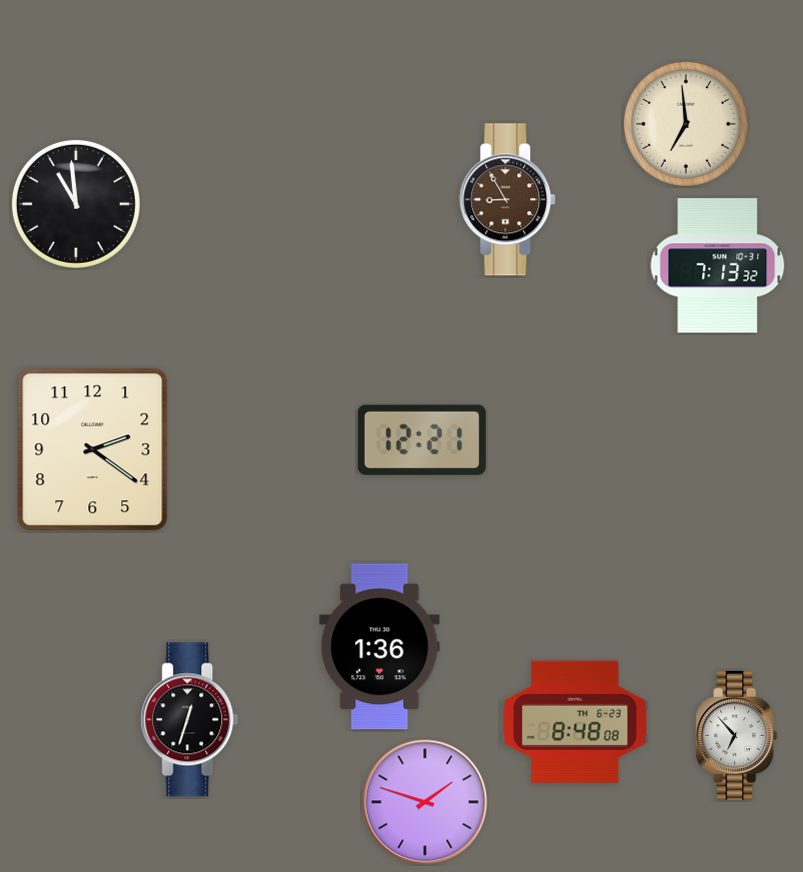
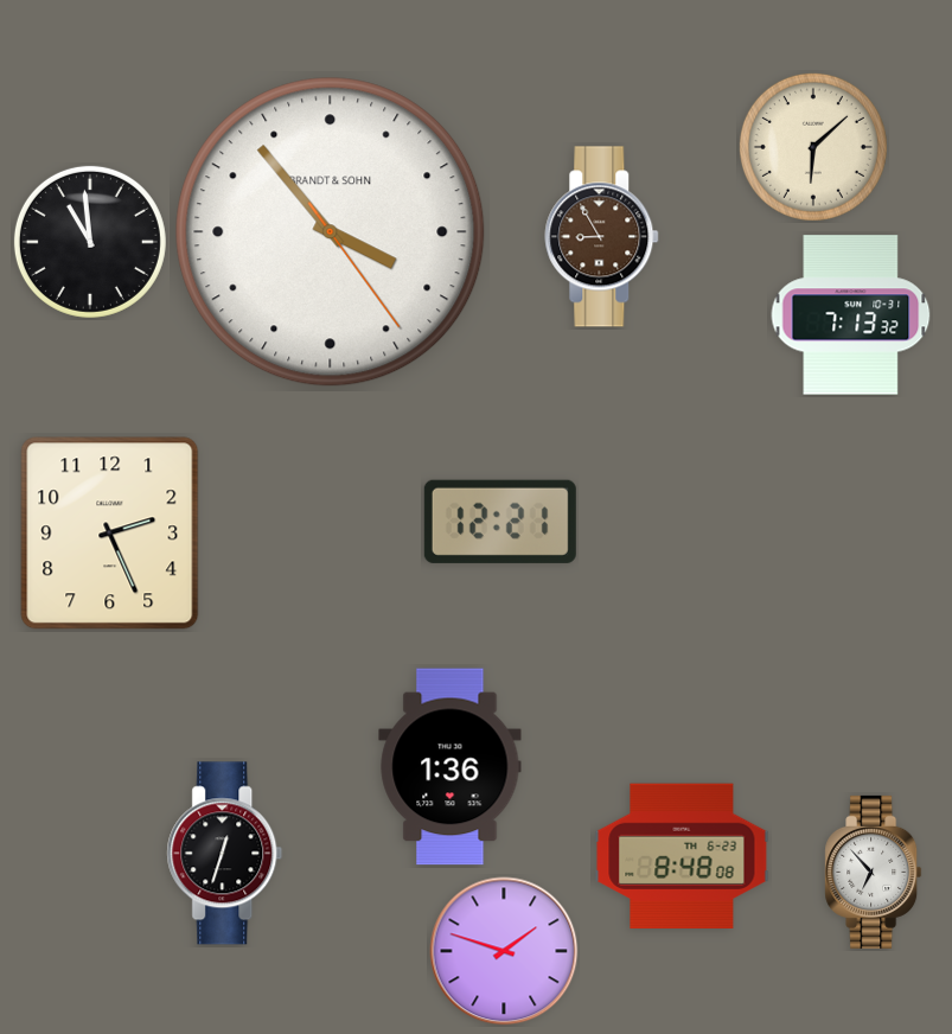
clock at (686, 124): 6:59 -> 6:08
clock at (331, 232): none -> 3:53
clock at (93, 450): 2:21 -> 2:26
